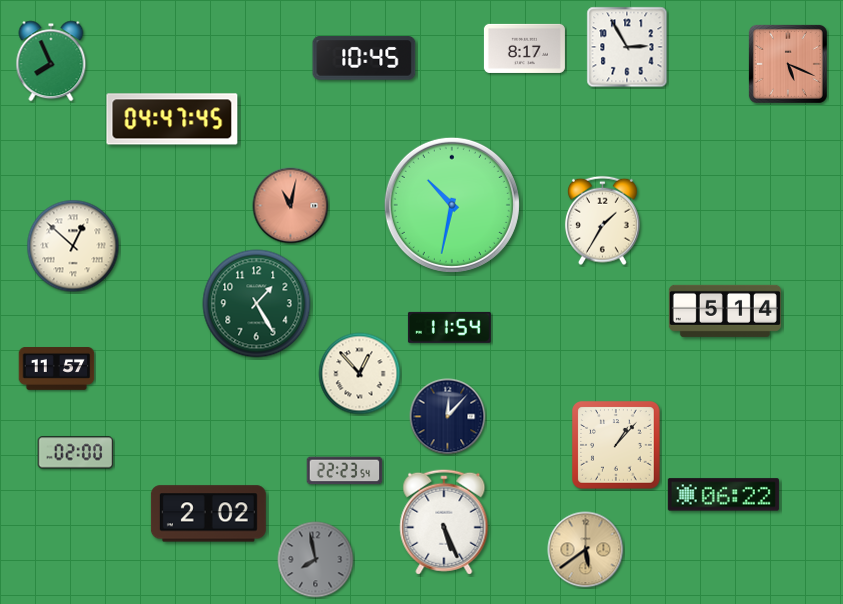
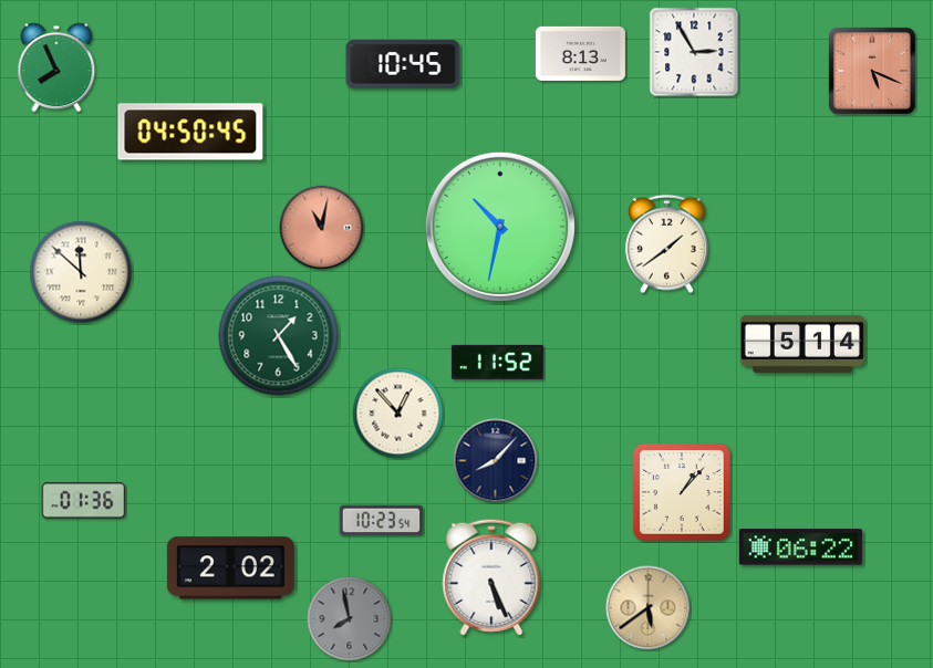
clock at (524, 48): 8:17 -> 8:13
clock at (172, 119): 04:47 -> 04:50
clock at (602, 221): 1:35 -> 1:39
clock at (73, 246): 12:52 -> 11:52
clock at (257, 304) position: (257, 304) -> (279, 336)
clock at (449, 327): 11:54 -> 11:52
clock at (57, 369): 11:57 -> none
clock at (448, 417): 12:07 -> 8:07
clock at (76, 453): 02:00 -> 01:36
clock at (345, 471): 22:23 -> 10:23
